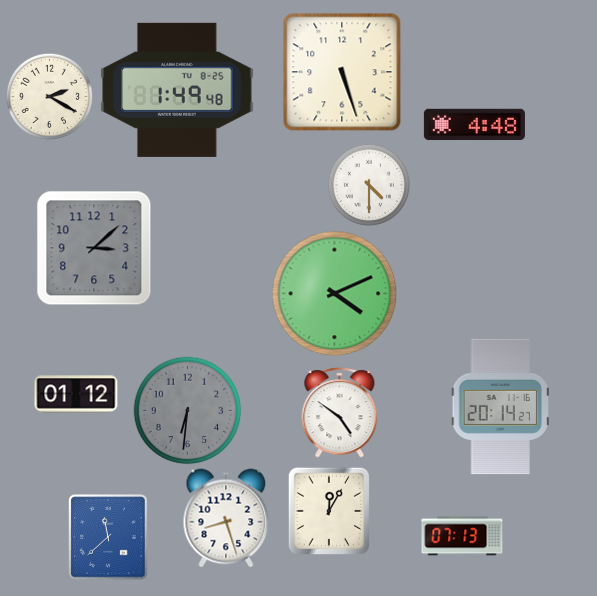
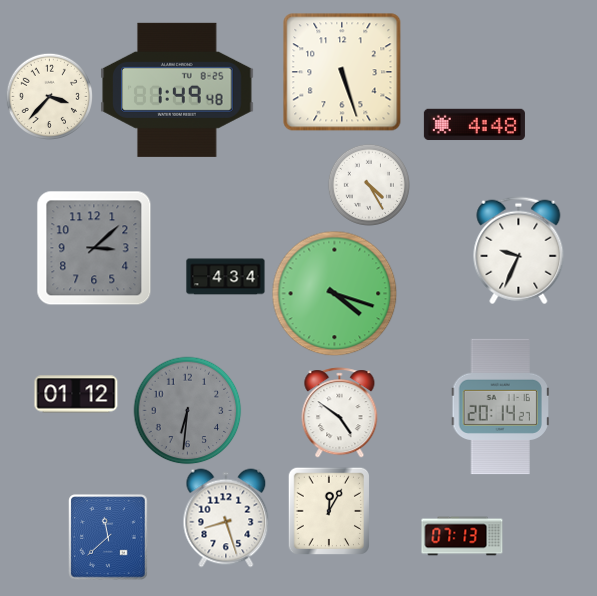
clock at (49, 96): 2:20 -> 3:37
clock at (369, 185): 4:30 -> 4:25
clock at (519, 251): none -> 9:34
clock at (226, 277): none -> 4:34
clock at (335, 294): 4:11 -> 4:18
